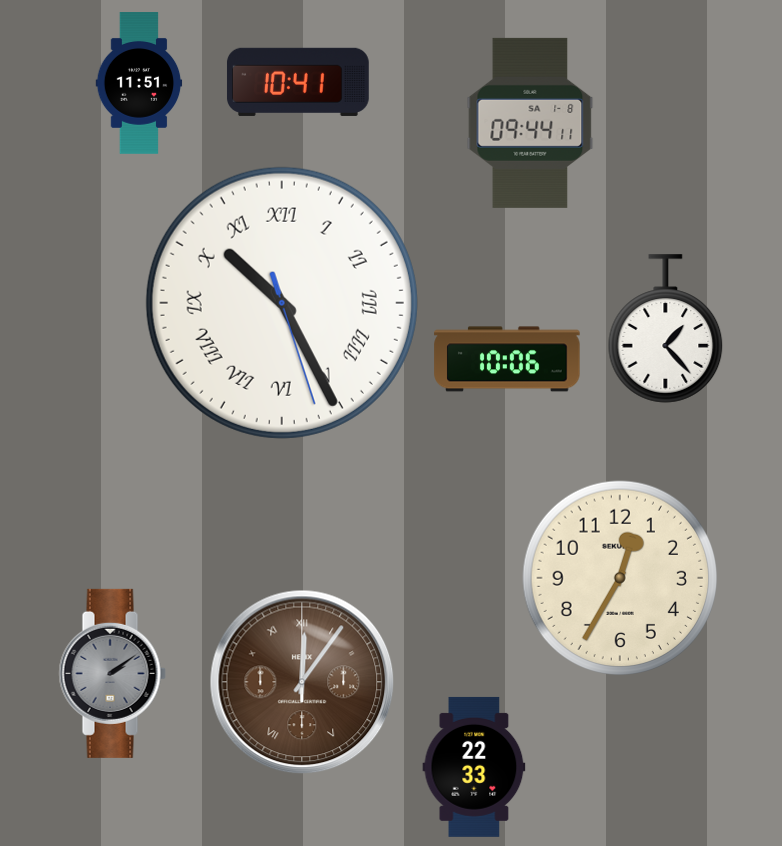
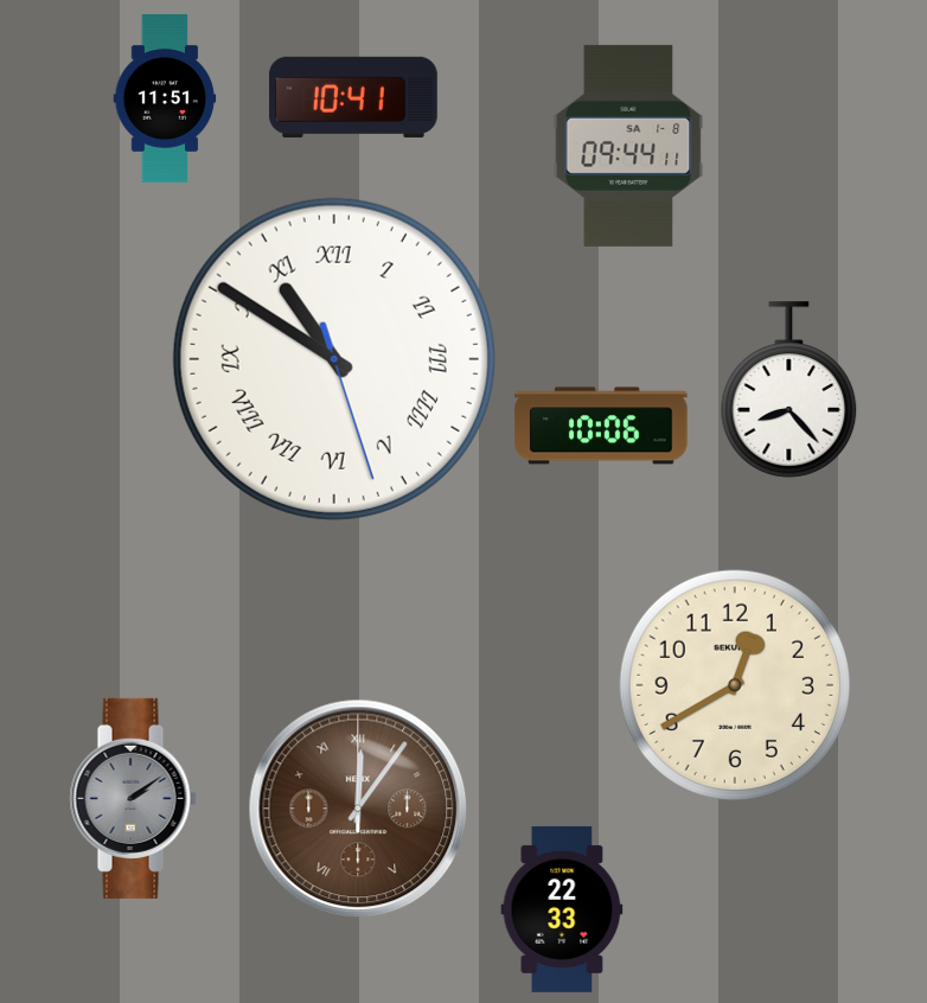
clock at (282, 303): 10:25 -> 10:50
clock at (666, 329): 1:23 -> 8:23
clock at (619, 577): 12:35 -> 12:40
